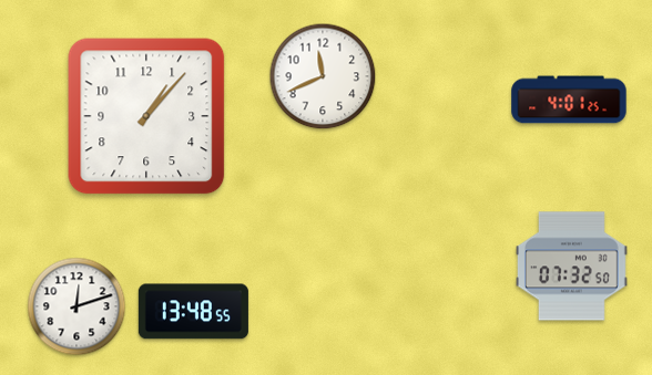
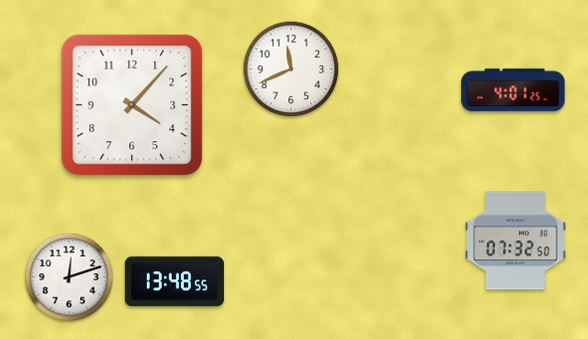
clock at (146, 116): 1:07 -> 4:07
